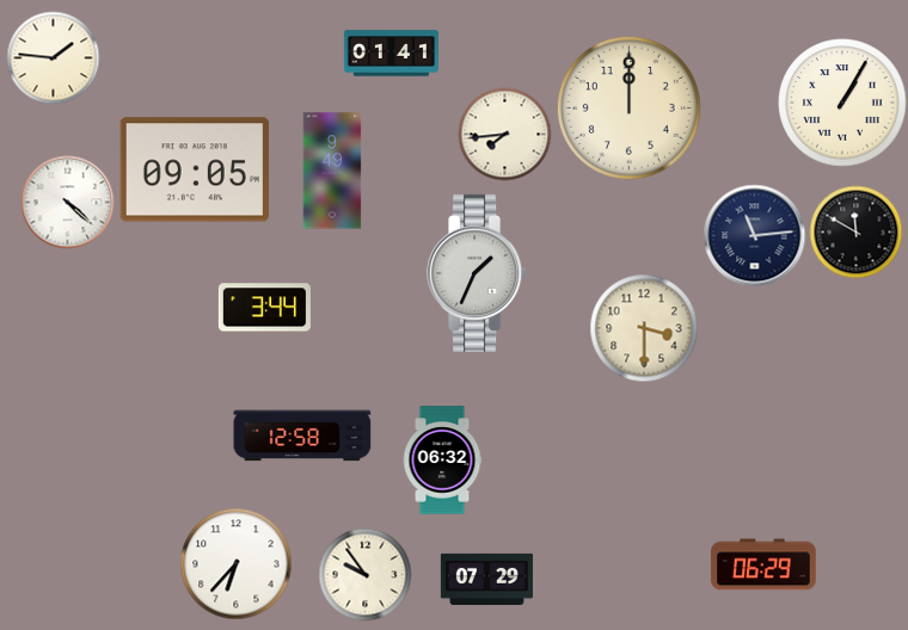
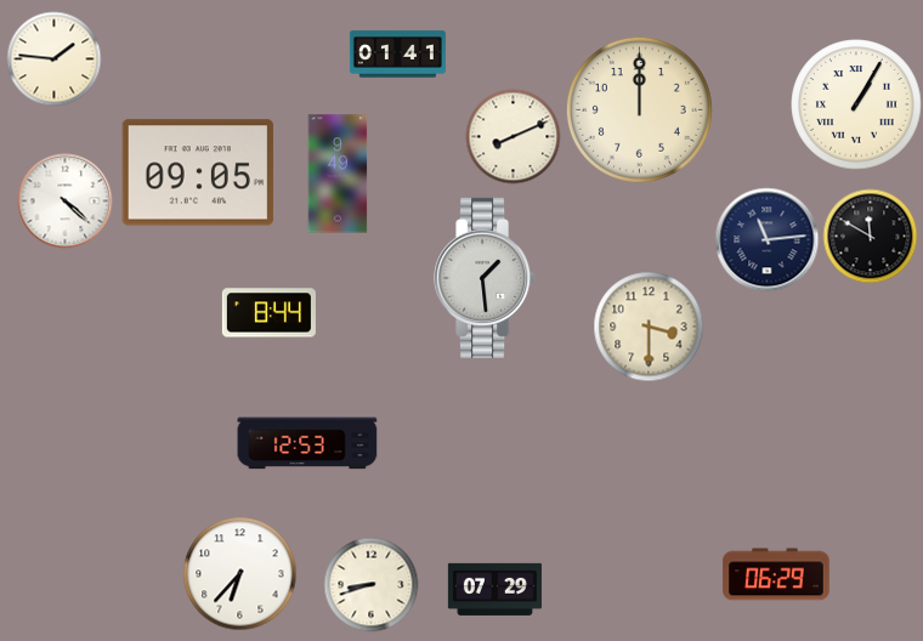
clock at (504, 134): 7:44 -> 8:11
clock at (67, 202) position: (67, 202) -> (64, 200)
clock at (478, 273): 1:34 -> 1:29
clock at (264, 308): 3:44 -> 8:44
clock at (644, 328) position: (644, 328) -> (649, 327)
clock at (302, 436): 12:58 -> 12:53
clock at (442, 461): 06:32 -> none
clock at (364, 574): 9:54 -> 8:42
